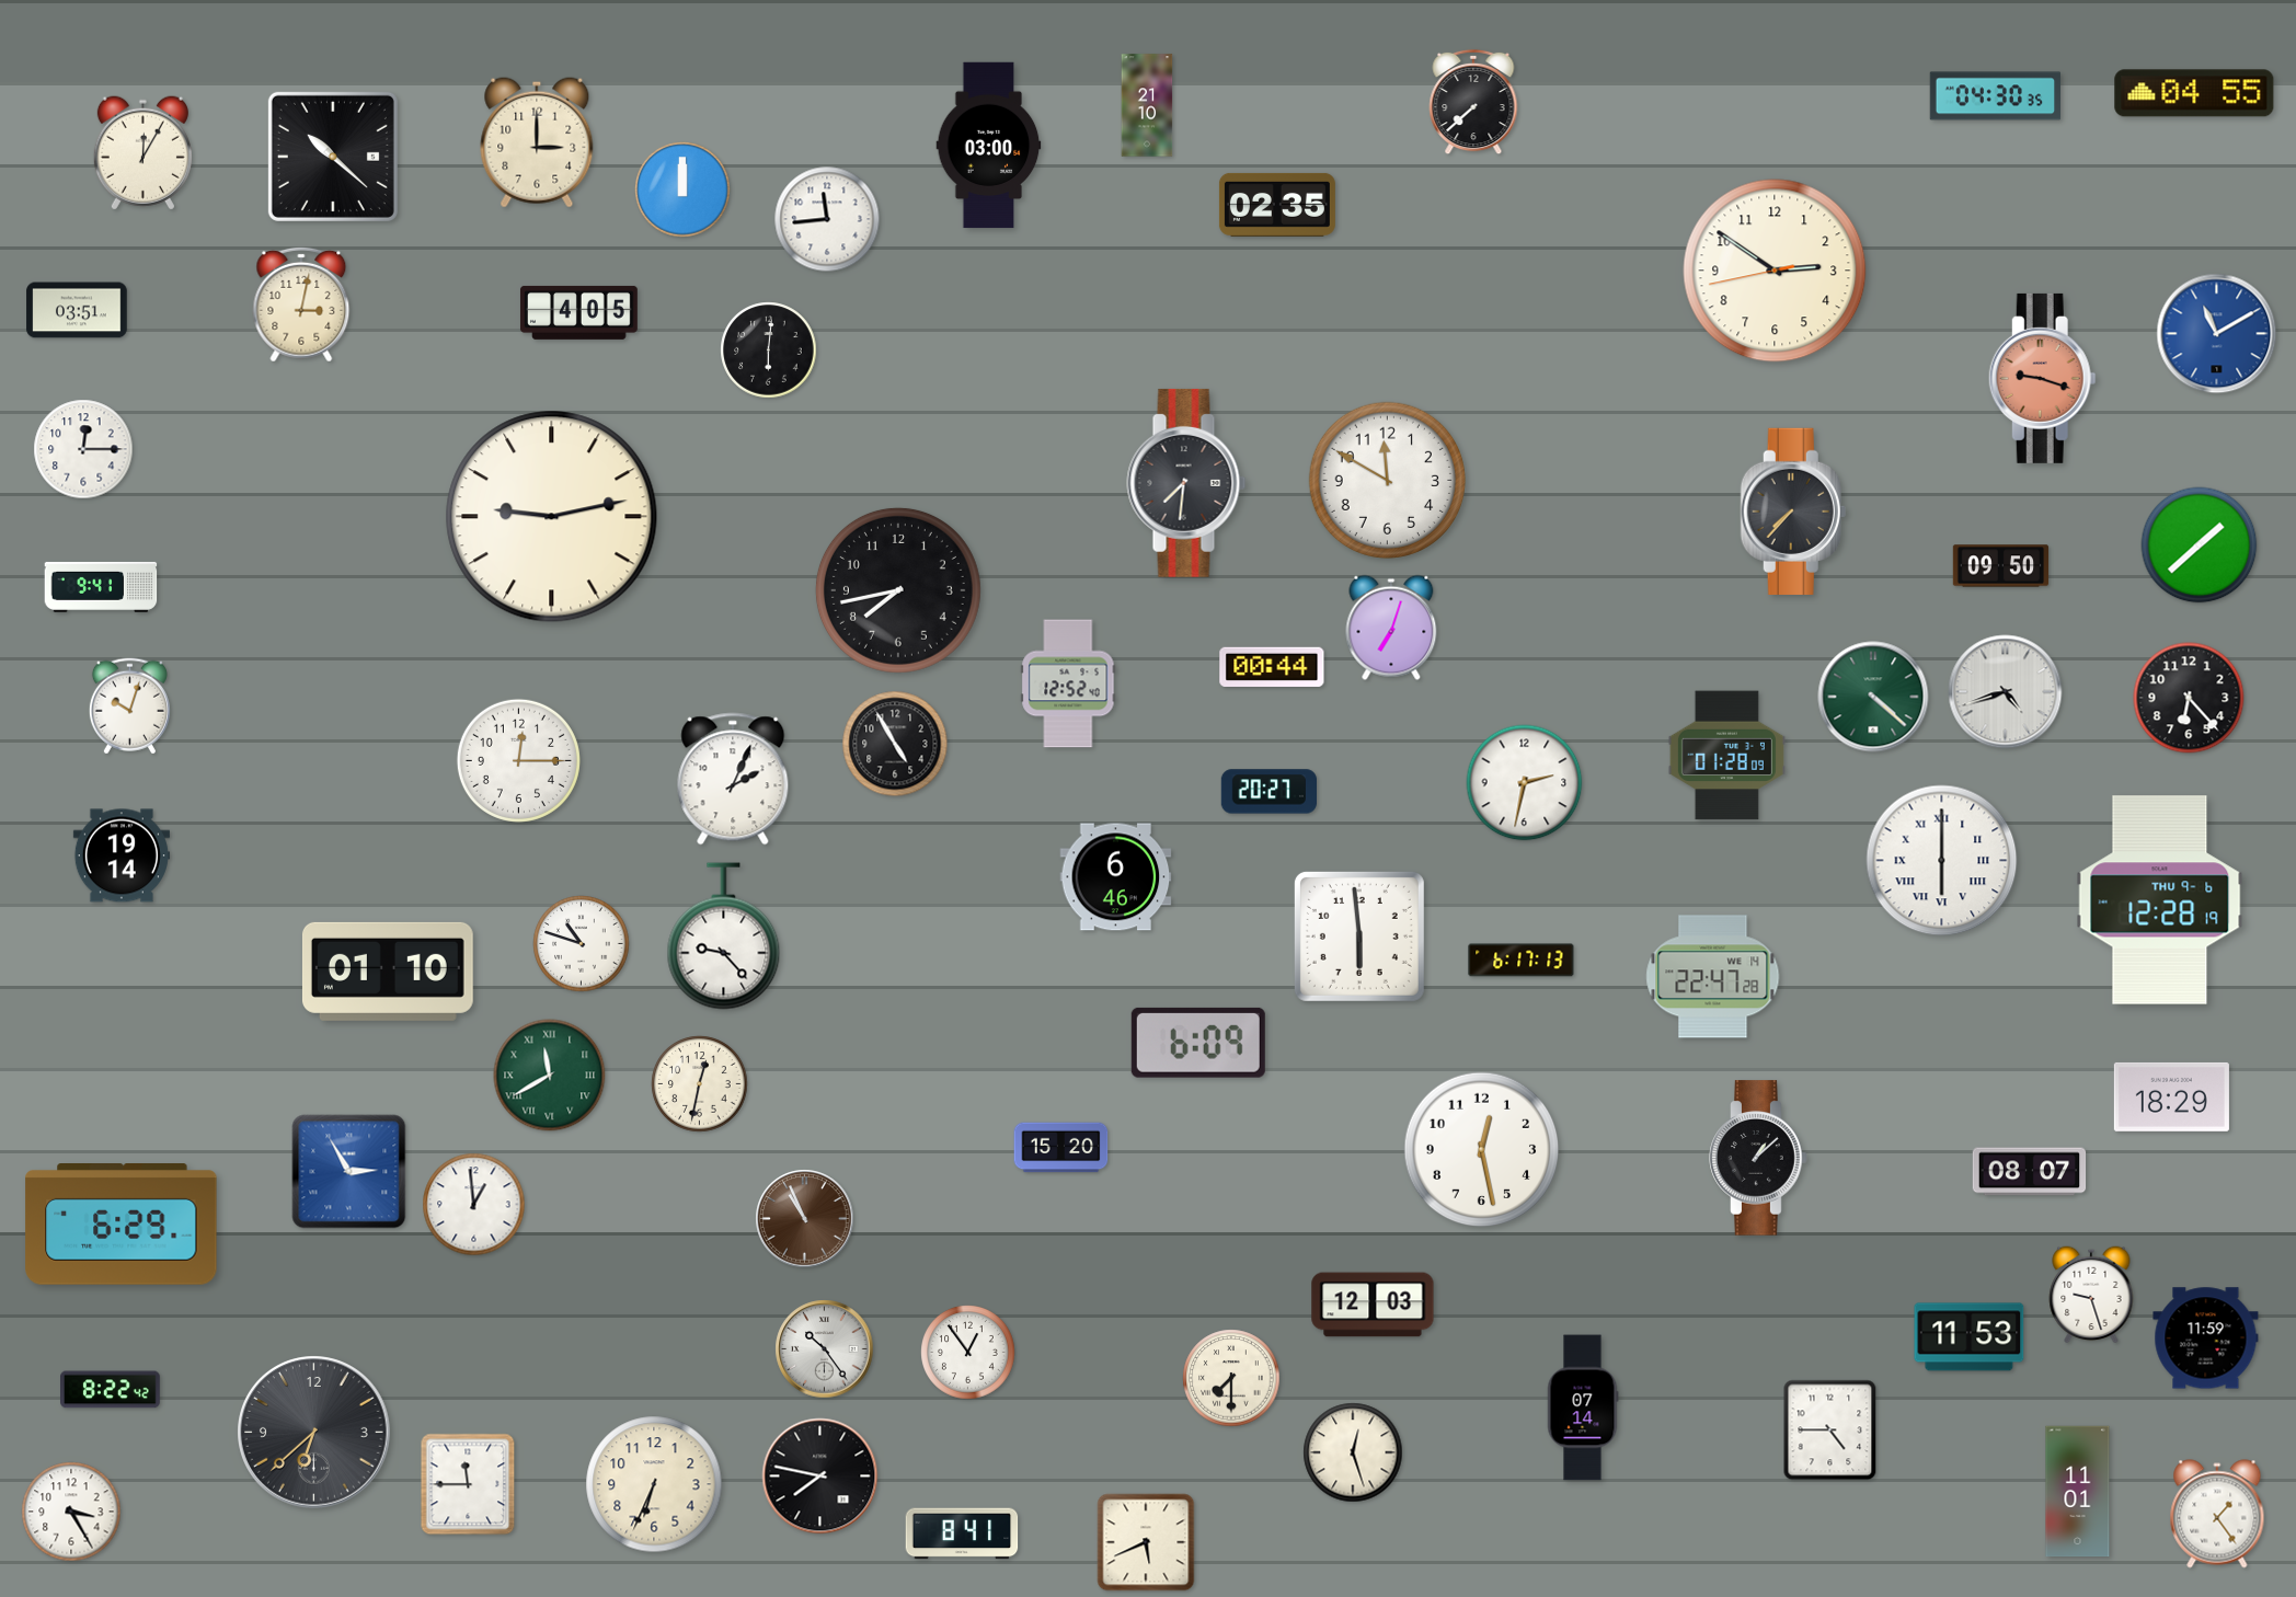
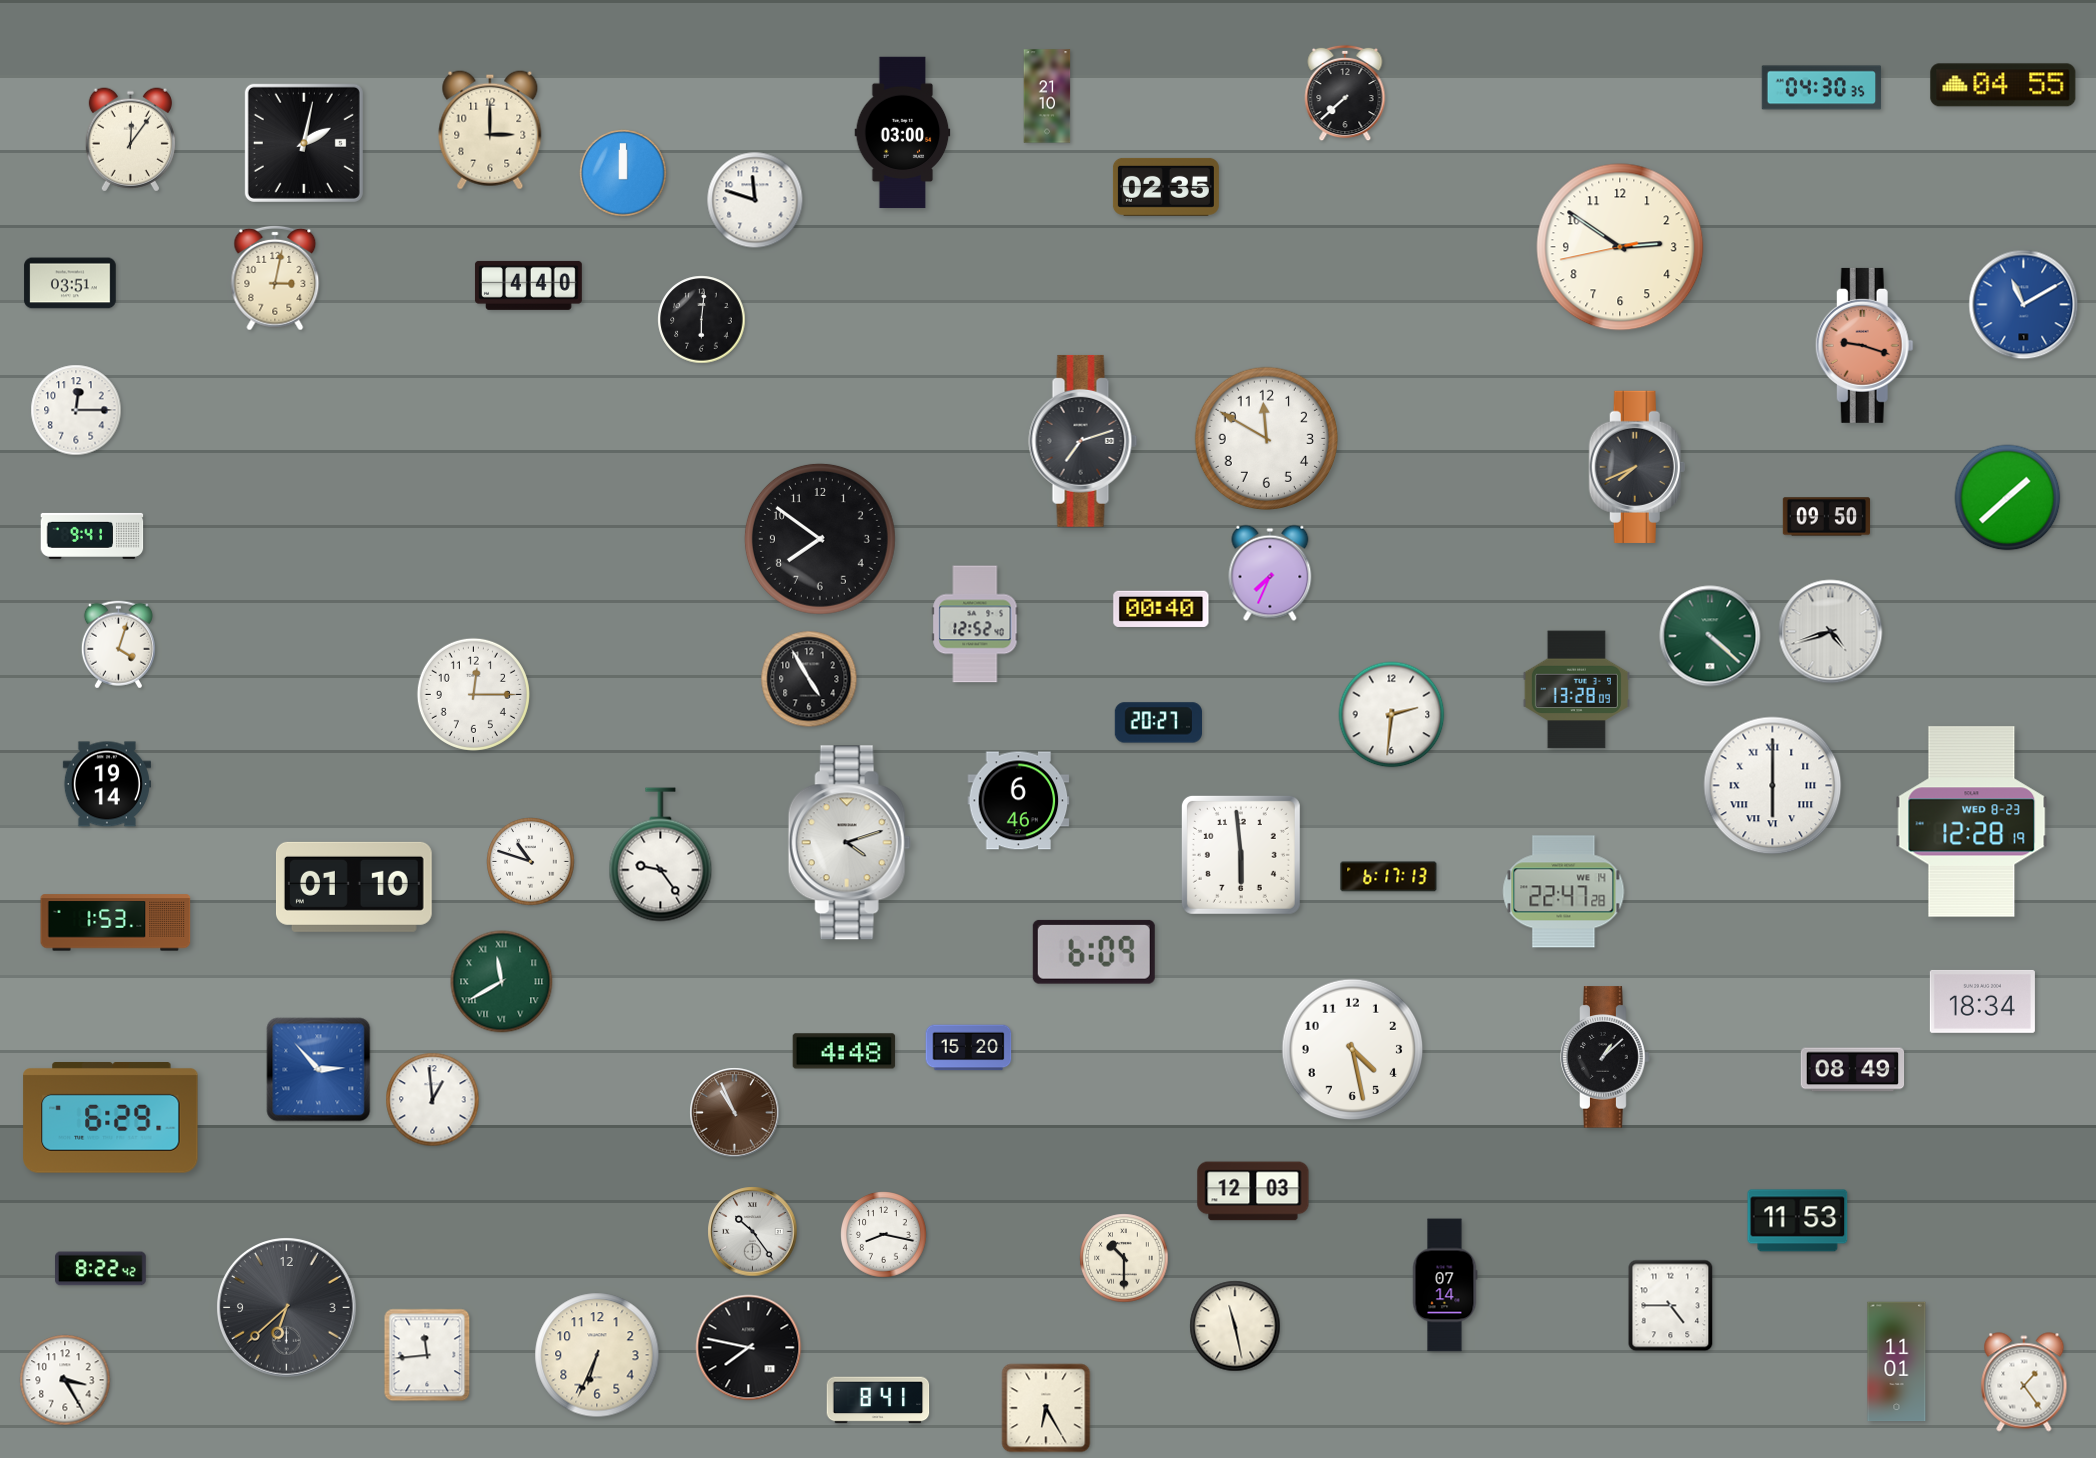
clock at (142, 153): 12:05 -> 12:06
clock at (333, 157): 10:22 -> 2:02
clock at (827, 219): 11:44 -> 11:48
clock at (578, 312): 4:05 -> 4:40
clock at (1186, 483): 7:31 -> 7:12
clock at (1793, 512): 7:37 -> 7:41
clock at (552, 517): 9:13 -> none
clock at (898, 590): 7:43 -> 7:51
clock at (1391, 628): 7:03 -> 7:34
clock at (1272, 667): 00:44 -> 00:40
clock at (2189, 698): 6:23 -> none
clock at (129, 706): 10:03 -> 4:03
clock at (895, 744) position: (895, 744) -> (809, 679)
clock at (1726, 756): 01:28 -> 13:28
clock at (733, 779): 2:04 -> none
clock at (1525, 783): 2:32 -> 2:31
clock at (122, 855) position: (122, 855) -> (107, 784)
clock at (2160, 900) date: THU 9-6 -> WED 8-23
clock at (849, 843): none -> 4:12
clock at (724, 937): 9:23 -> 9:24
clock at (116, 923): none -> 1:53
clock at (700, 1084): 12:32 -> none
clock at (2171, 1096): 18:29 -> 18:34
clock at (1482, 1150): 12:28 -> 4:28
clock at (844, 1051): none -> 4:48
clock at (349, 1172): 2:55 -> 2:53
clock at (2030, 1172): 08:07 -> 08:49
clock at (2091, 1295): 9:27 -> none
clock at (2206, 1339): 11:59 -> none
clock at (968, 1353): 12:54 -> 8:17
clock at (1231, 1378): 7:30 -> 10:30
clock at (1353, 1452): 12:27 -> 11:28
clock at (468, 1484): 11:45 -> 11:44
clock at (1146, 1542): 5:41 -> 6:25
